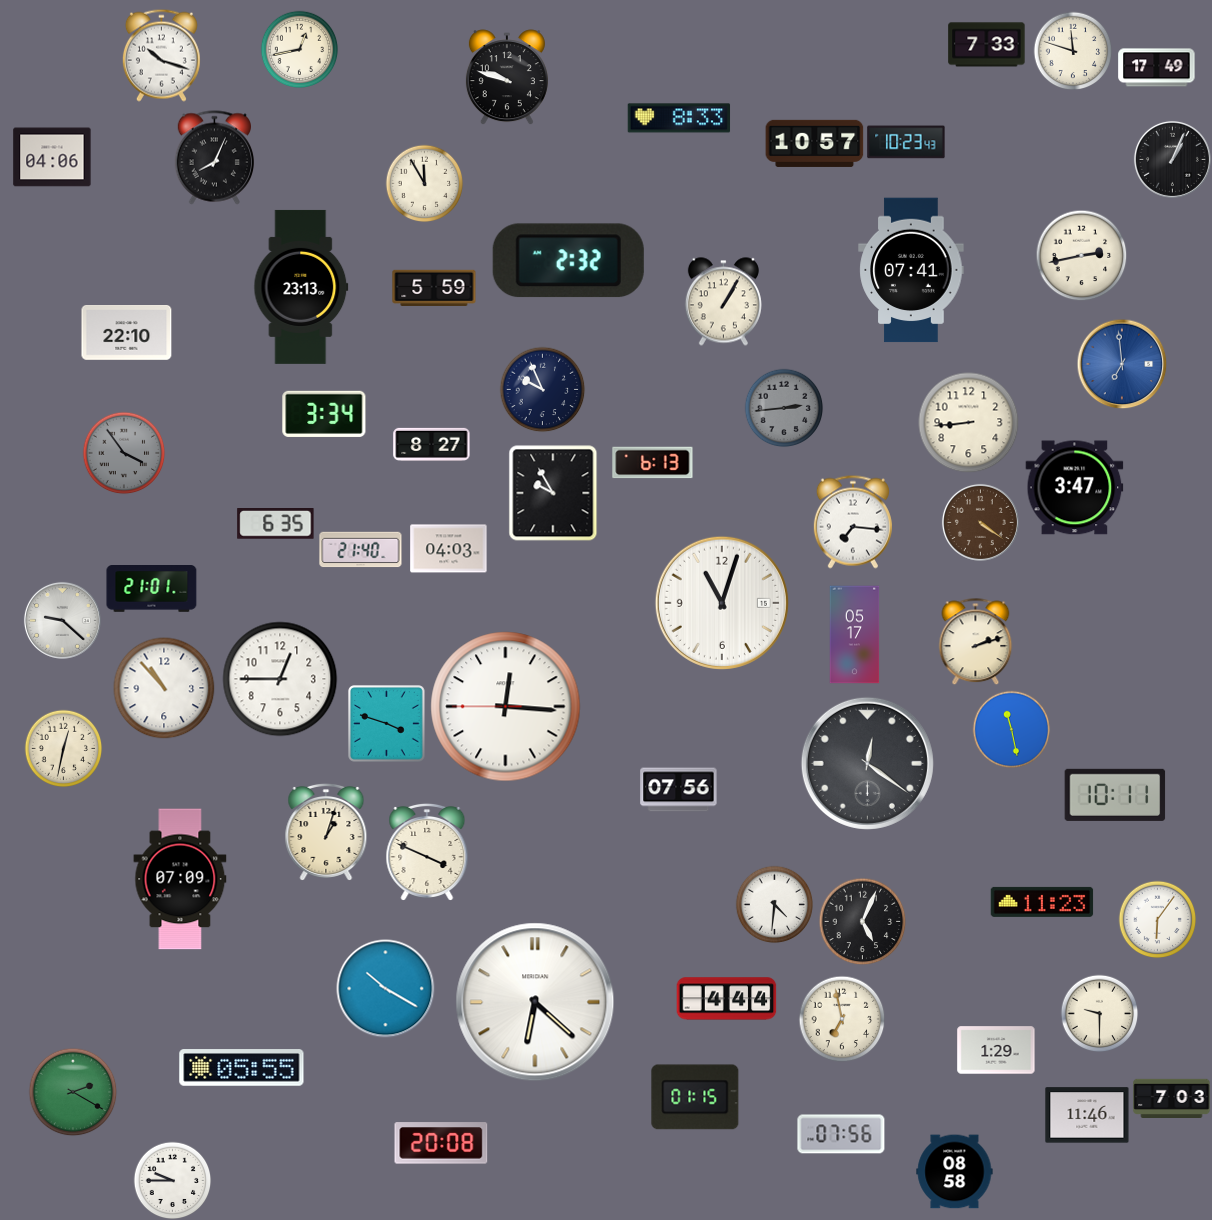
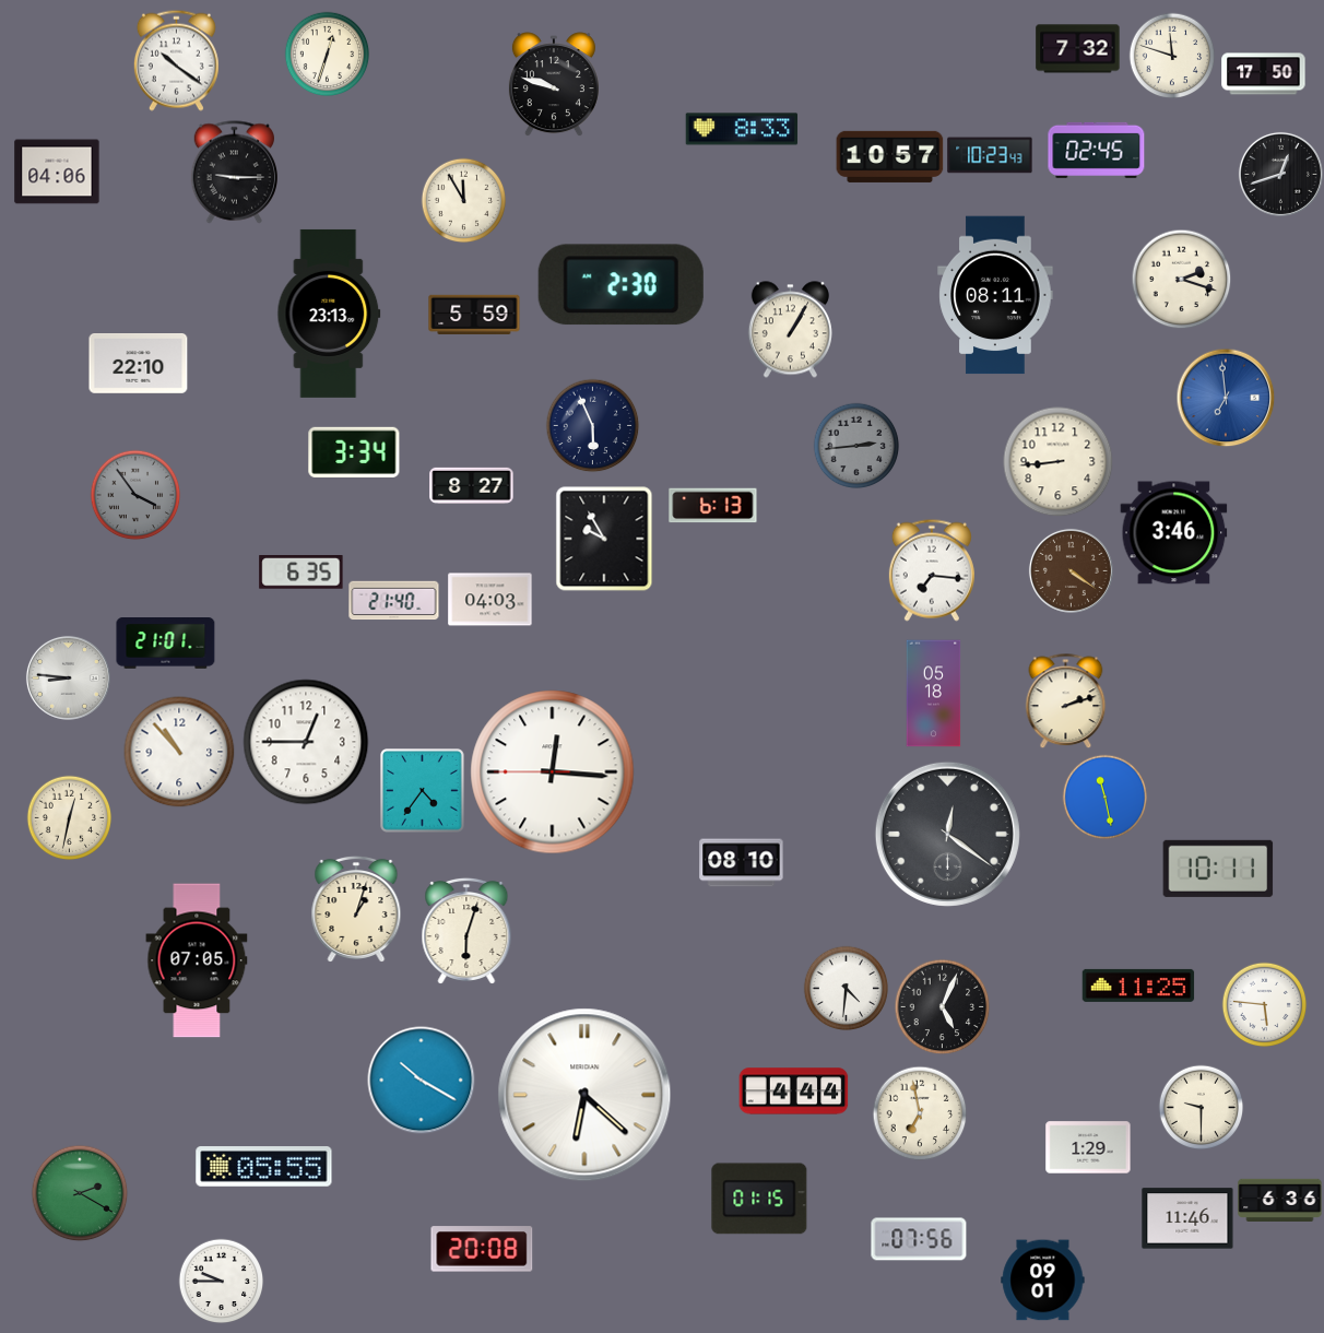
clock at (987, 45): 7:33 -> 7:32
clock at (299, 49): 12:43 -> 12:33
clock at (161, 55): 10:18 -> 10:21
clock at (1157, 68): 17:49 -> 17:50
clock at (1097, 150): none -> 02:45
clock at (214, 158): 8:04 -> 9:15
clock at (1172, 159): 1:04 -> 12:42
clock at (1081, 255): 2:43 -> 2:18
clock at (568, 261): 2:32 -> 2:30
clock at (911, 270): 07:41 -> 08:11
clock at (542, 389): 9:56 -> 5:56
clock at (1075, 488): 3:47 -> 3:46
clock at (722, 603): 11:03 -> none
clock at (62, 620): 9:22 -> 8:46
clock at (855, 635): 05:17 -> 05:18
clock at (387, 724): 3:48 -> 4:36
clock at (679, 790): 07:56 -> 08:10
clock at (427, 852): 3:49 -> 6:03
clock at (180, 879): 07:09 -> 07:05
clock at (1042, 902): 11:23 -> 11:25
clock at (1157, 919): 6:06 -> 5:46
clock at (1172, 1098): 7:03 -> 6:36
clock at (955, 1172): 08:58 -> 09:01
clock at (172, 1180) position: (172, 1180) -> (221, 1281)
